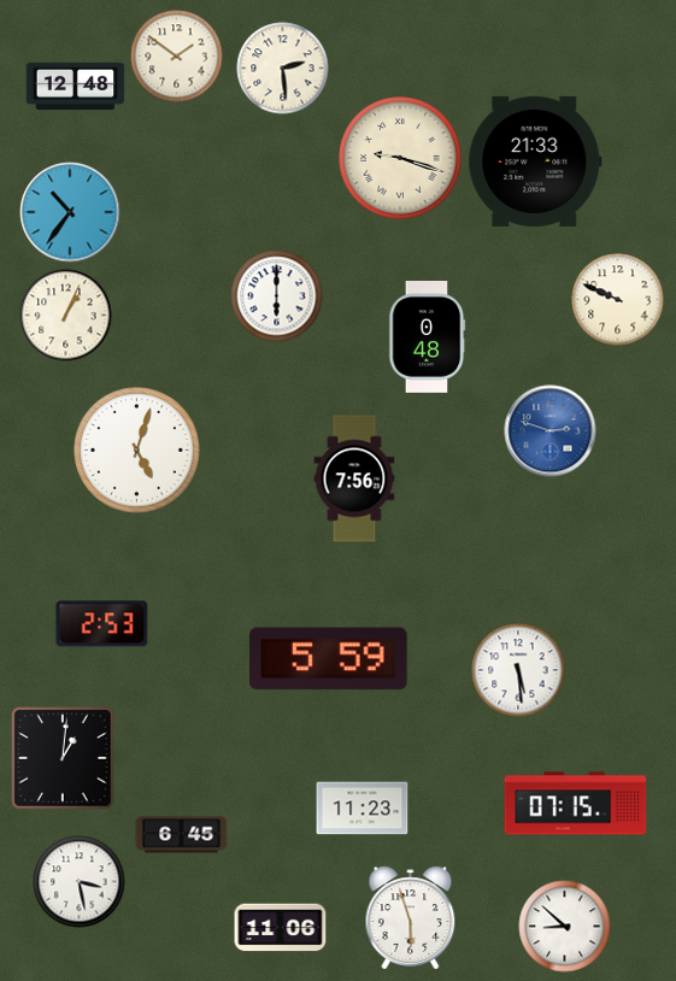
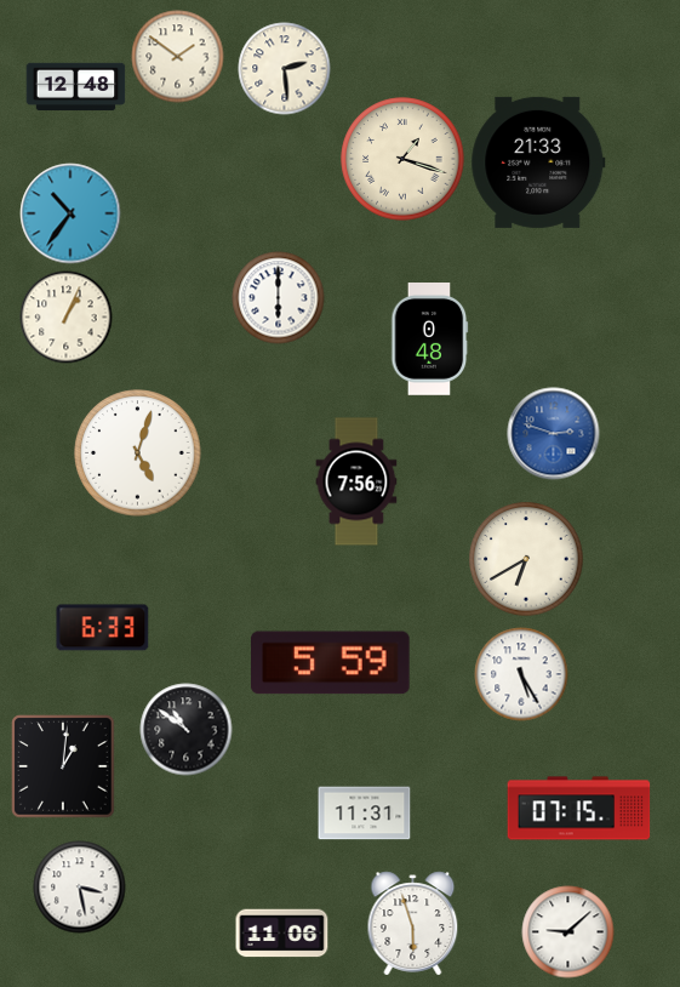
clock at (400, 158): 9:18 -> 1:18
clock at (618, 300): 9:49 -> none
clock at (526, 559): none -> 6:40
clock at (102, 624): 2:53 -> 6:33
clock at (518, 670): 5:29 -> 5:25
clock at (187, 730): none -> 10:51
clock at (63, 758) position: (63, 758) -> (63, 766)
clock at (363, 809): 11:23 -> 11:31
clock at (182, 835): 6:45 -> none
clock at (565, 927): 8:52 -> 9:08
